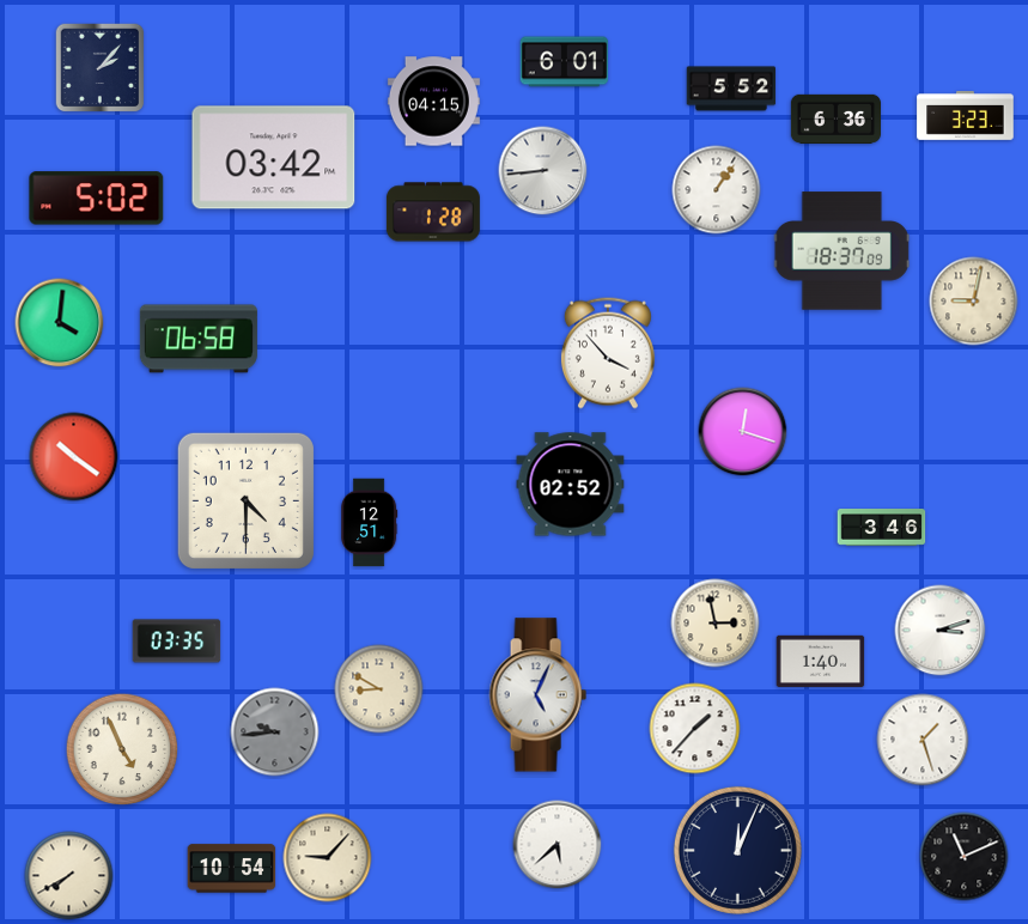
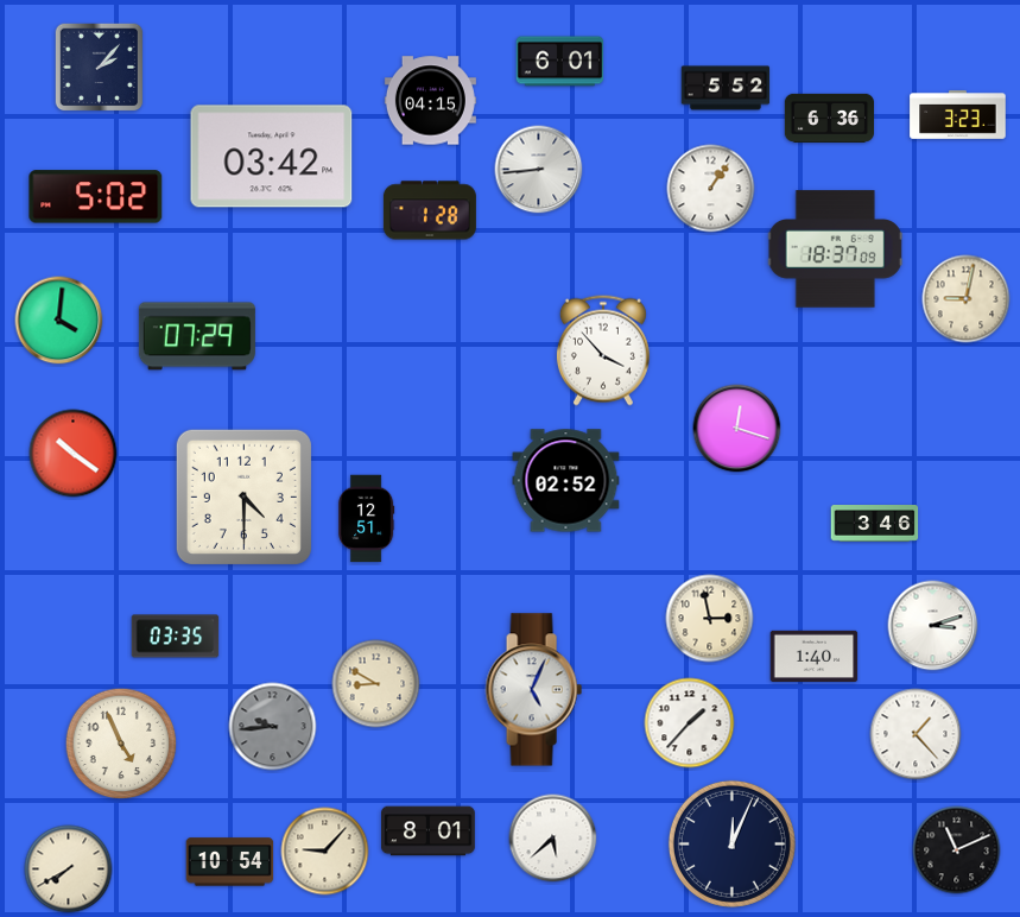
clock at (199, 339): 06:58 -> 07:29
clock at (923, 740): 1:27 -> 1:23
clock at (429, 831): none -> 8:01
